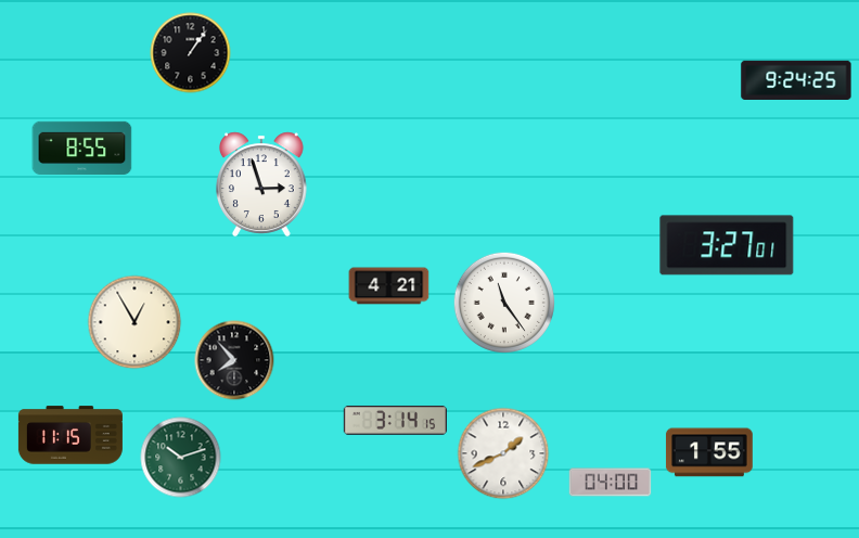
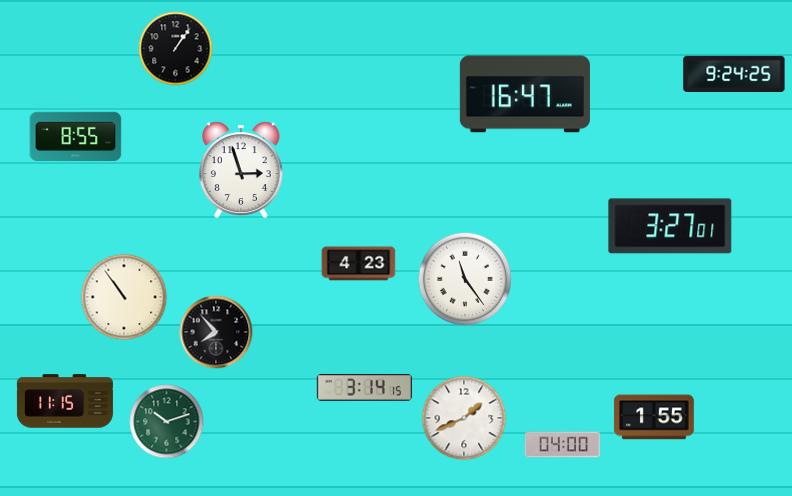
clock at (525, 94): none -> 16:47
clock at (389, 286): 4:21 -> 4:23
clock at (134, 322): 12:55 -> 10:54
